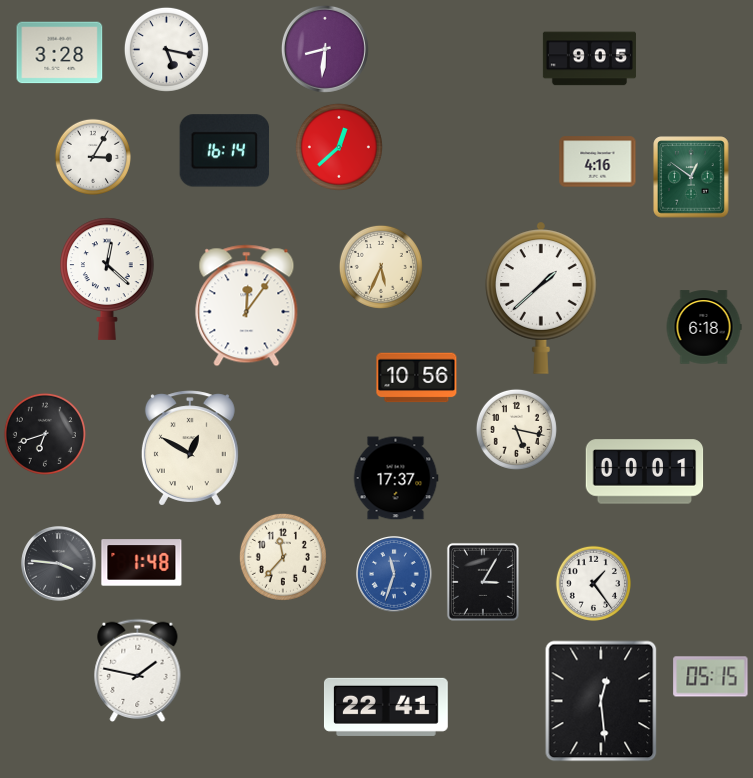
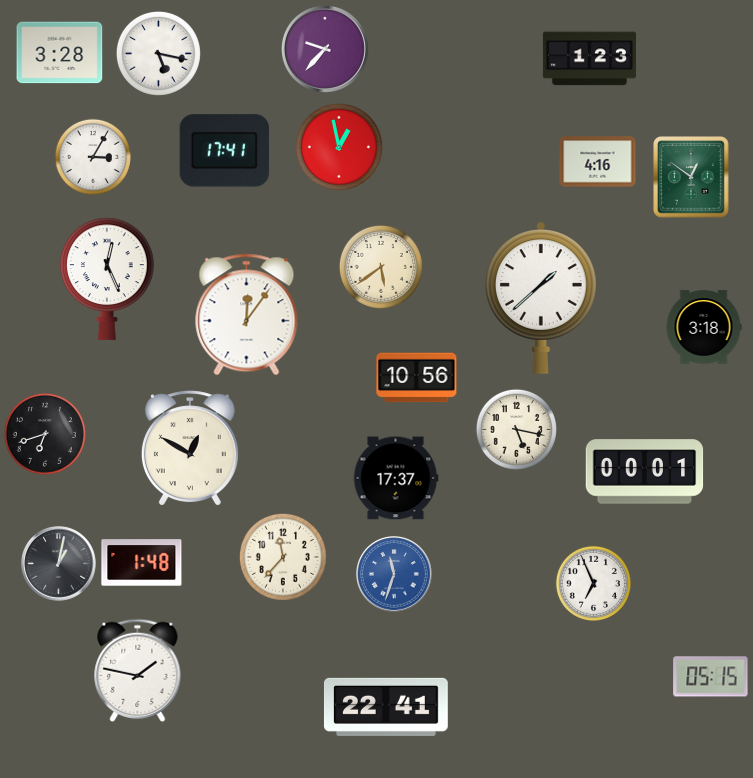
clock at (166, 49) position: (166, 49) -> (158, 53)
clock at (325, 49): 8:31 -> 9:37
clock at (589, 59): 9:05 -> 1:23
clock at (339, 147): 12:38 -> 12:58
clock at (225, 151): 16:14 -> 17:41
clock at (381, 267): 5:34 -> 5:39
clock at (107, 279): 12:22 -> 12:26
clock at (247, 306) position: (247, 306) -> (247, 315)
clock at (704, 327): 6:18 -> 3:18
clock at (59, 564): 3:46 -> 1:02
clock at (483, 582): 3:05 -> none
clock at (593, 583): 1:24 -> 6:56
clock at (601, 701): 12:29 -> none
